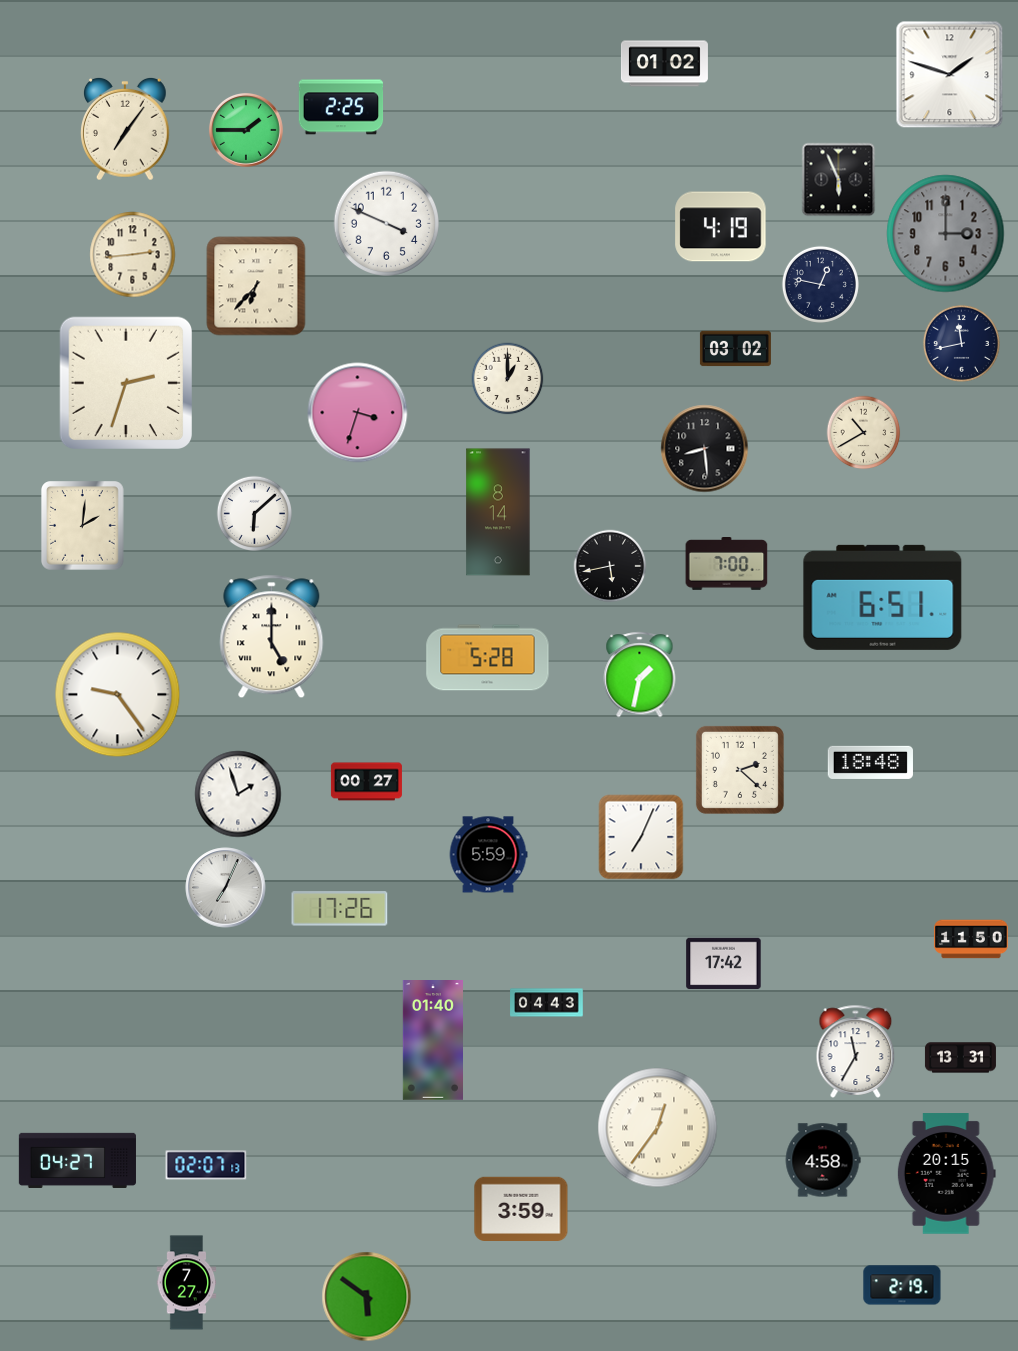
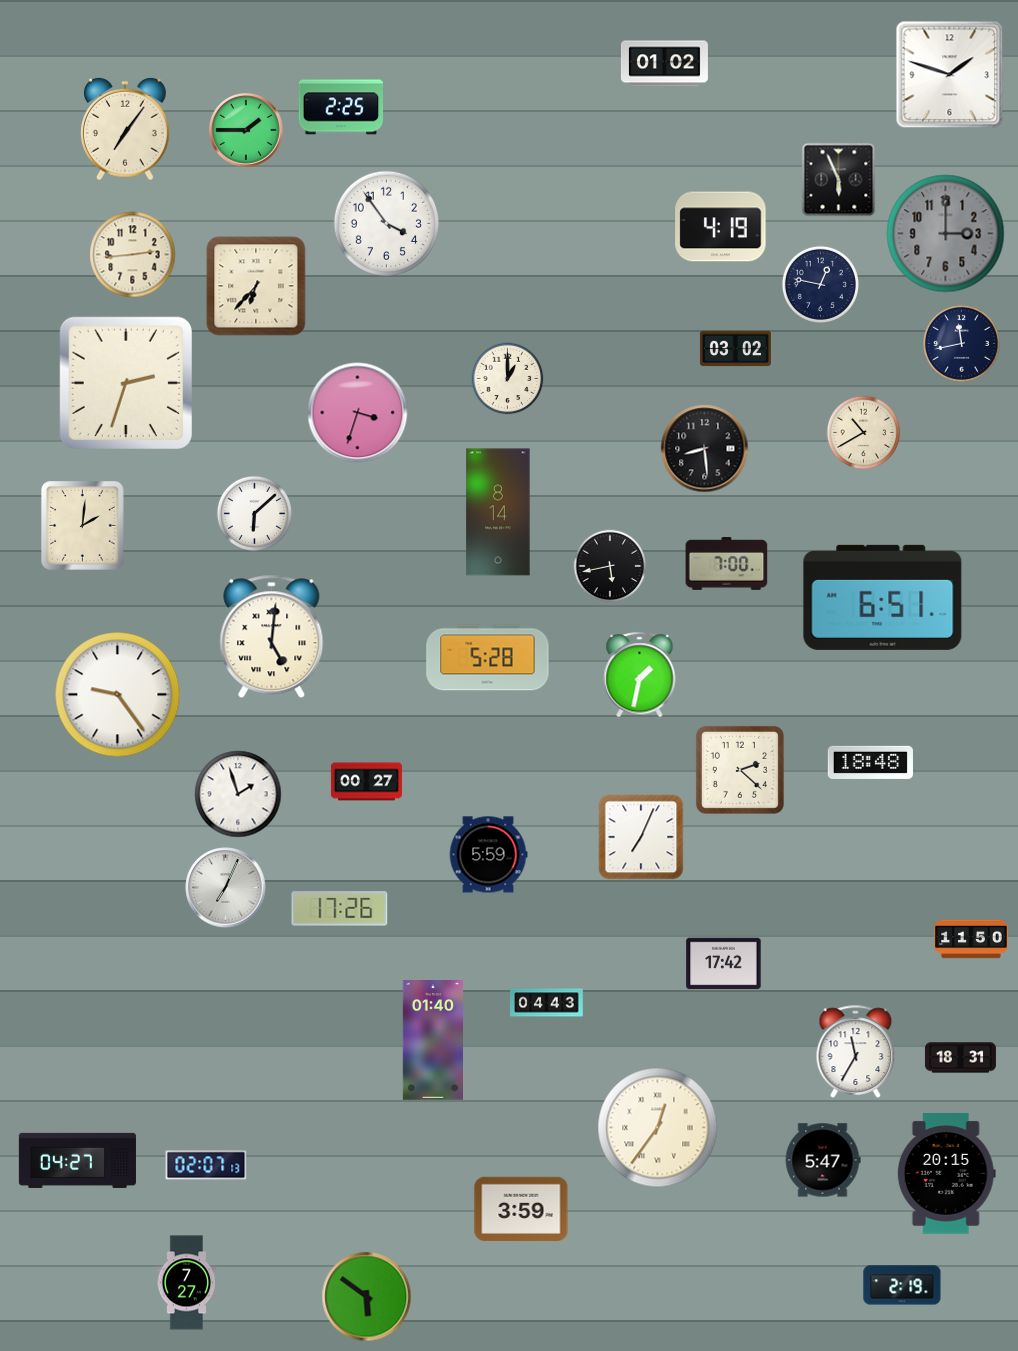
clock at (386, 223): 3:49 -> 3:54
clock at (272, 637): 5:00 -> 5:01
clock at (960, 1058): 13:31 -> 18:31
clock at (823, 1160): 4:58 -> 5:47
